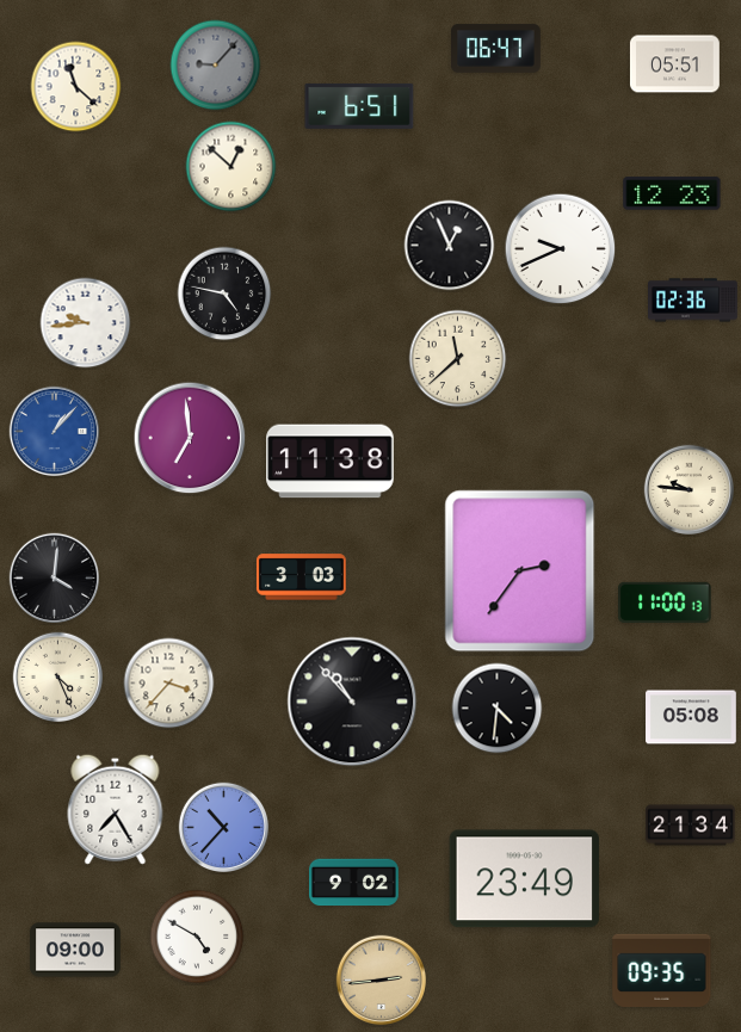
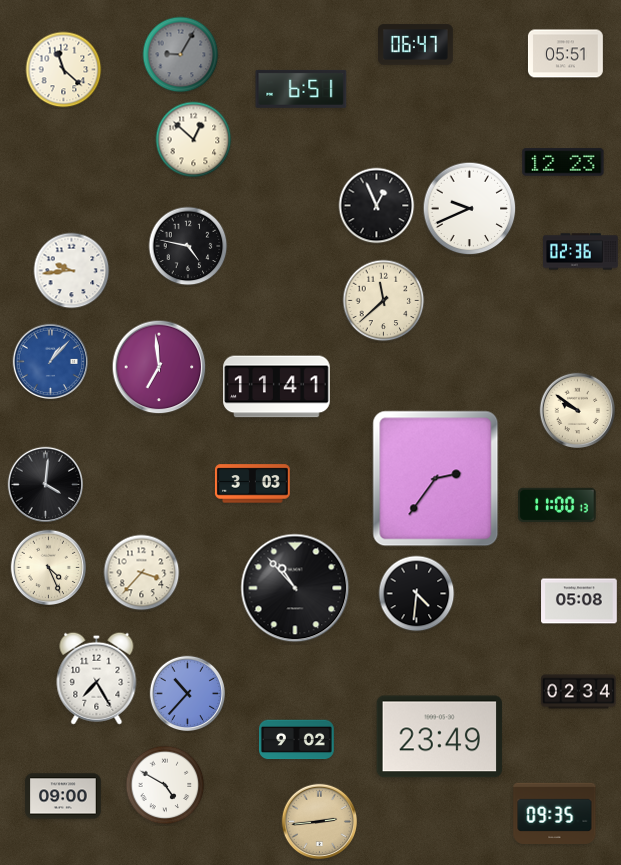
clock at (496, 49) position: (496, 49) -> (416, 45)
clock at (216, 66): 9:07 -> 9:05
clock at (76, 87) position: (76, 87) -> (64, 70)
clock at (55, 432) position: (55, 432) -> (51, 362)
clock at (331, 462): 11:38 -> 11:41
clock at (690, 490): 9:46 -> 9:51
clock at (691, 826): 21:34 -> 02:34
